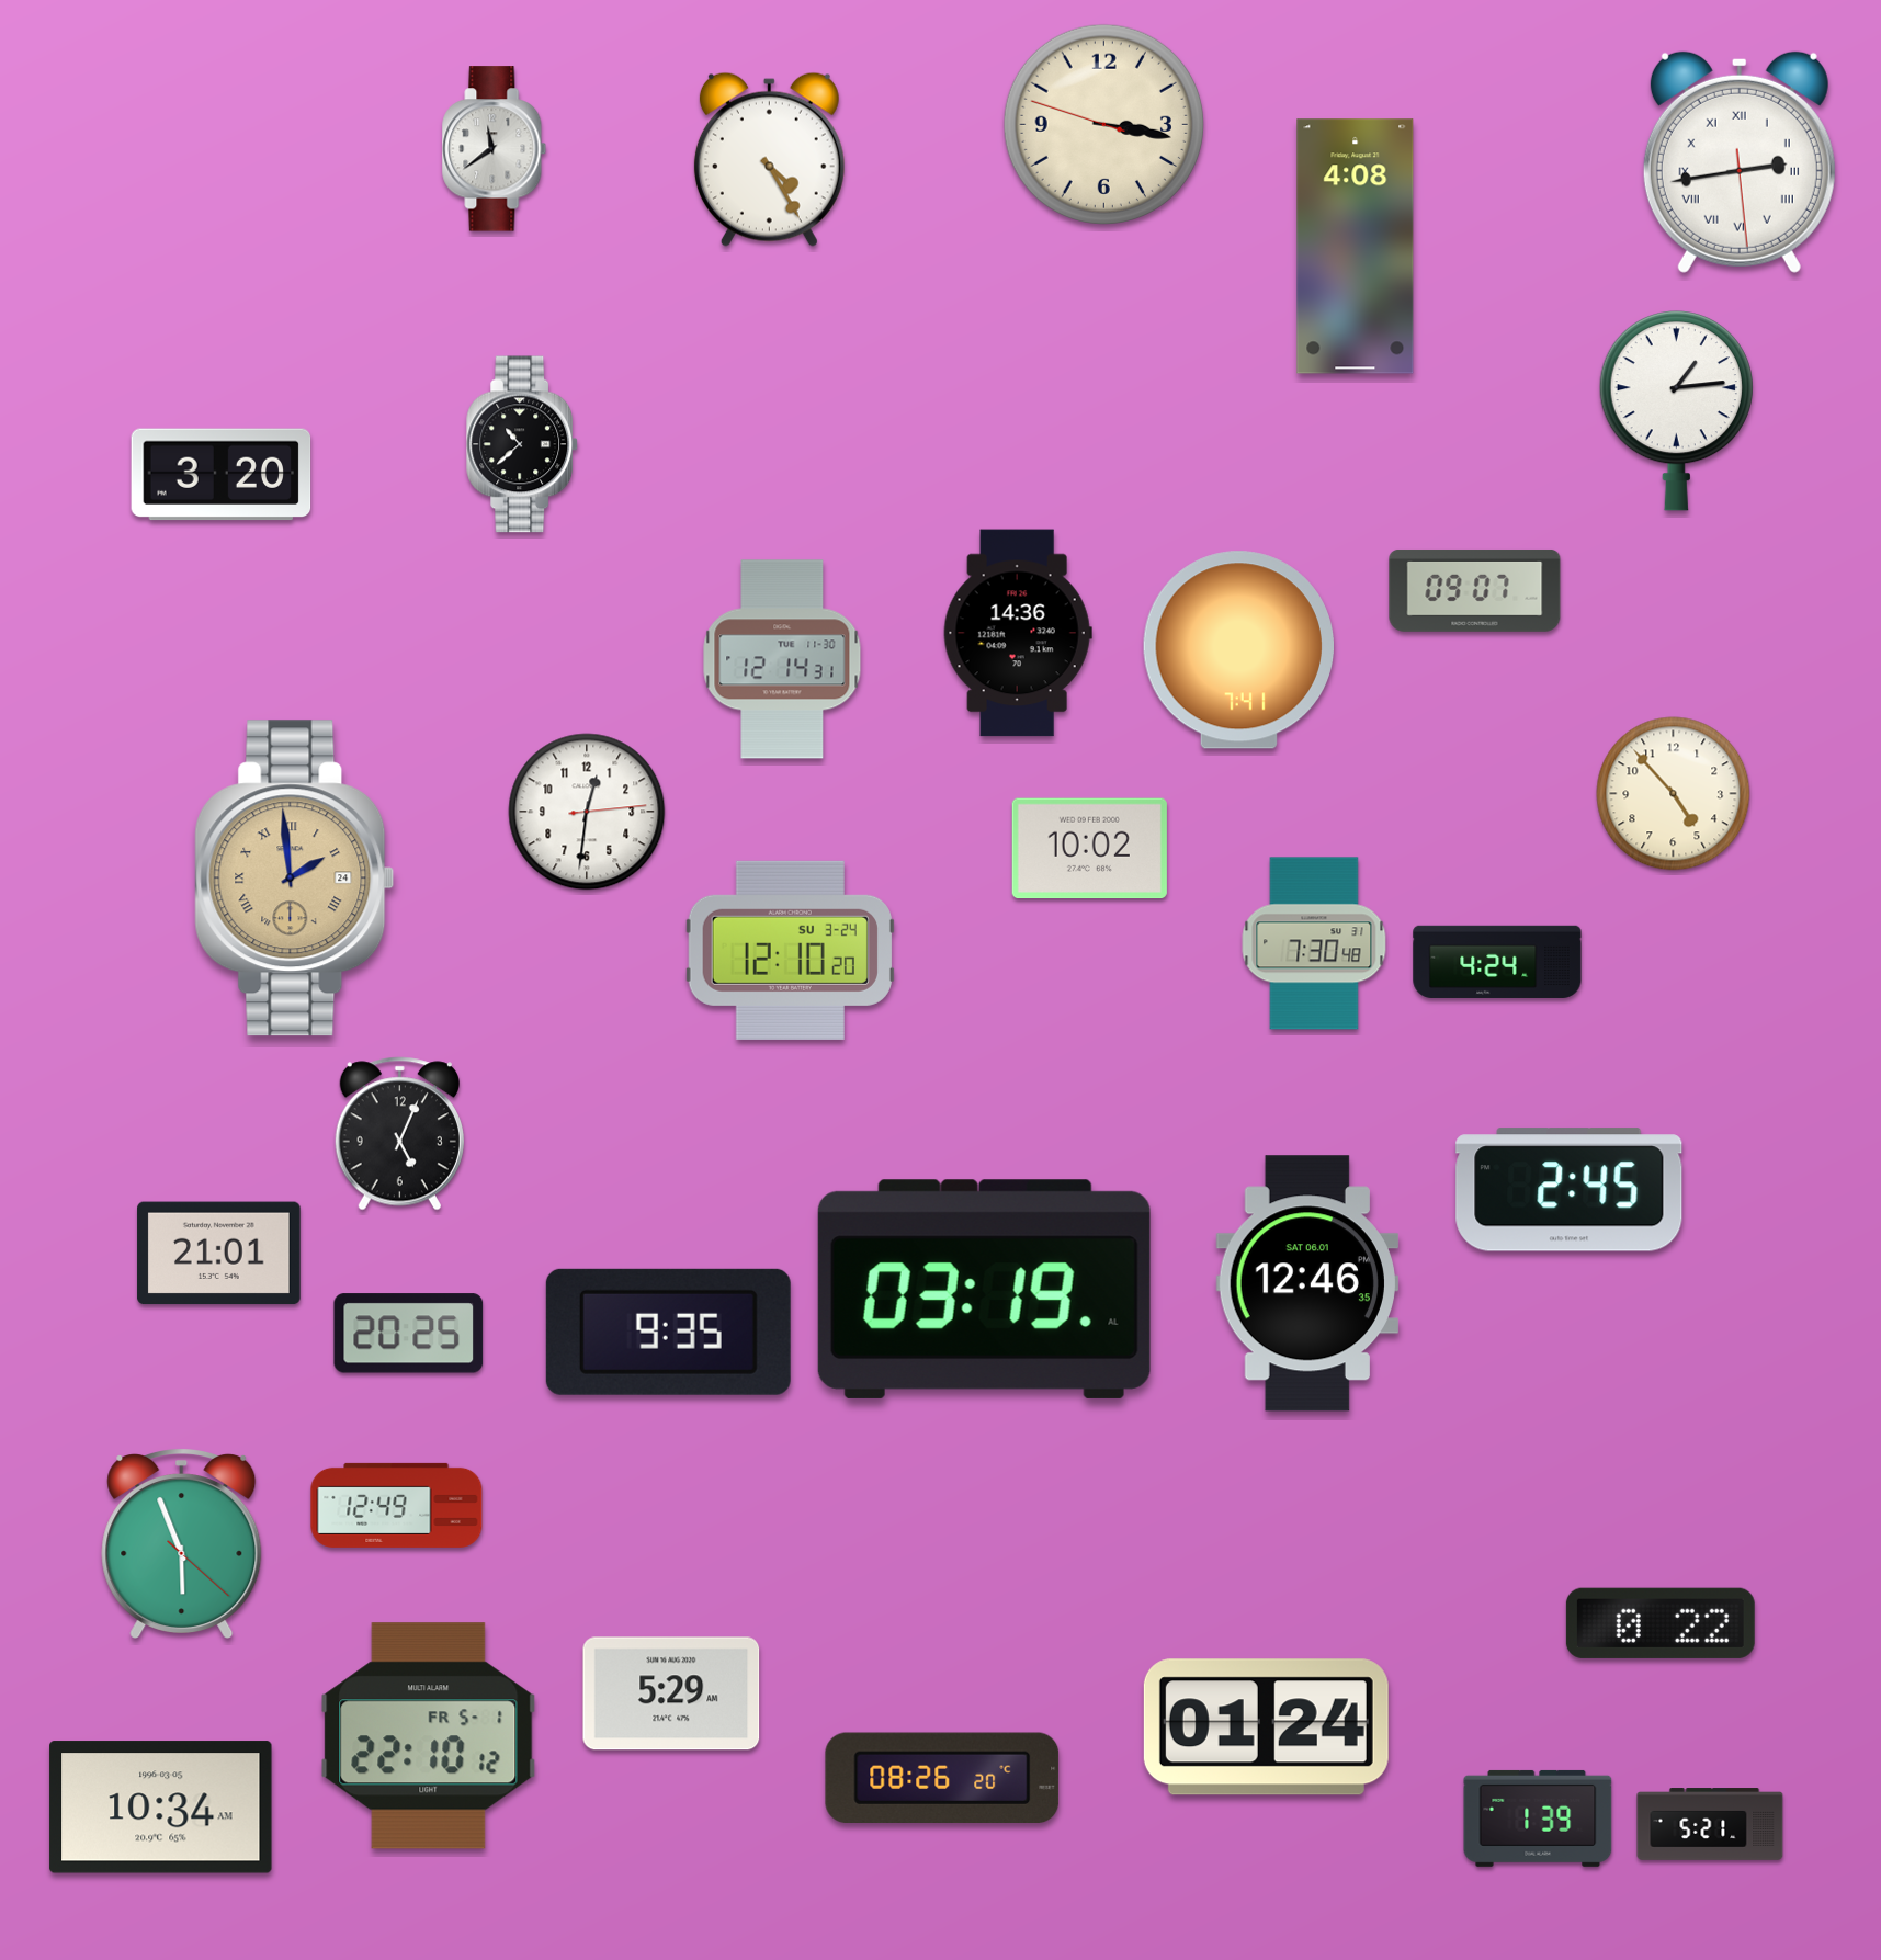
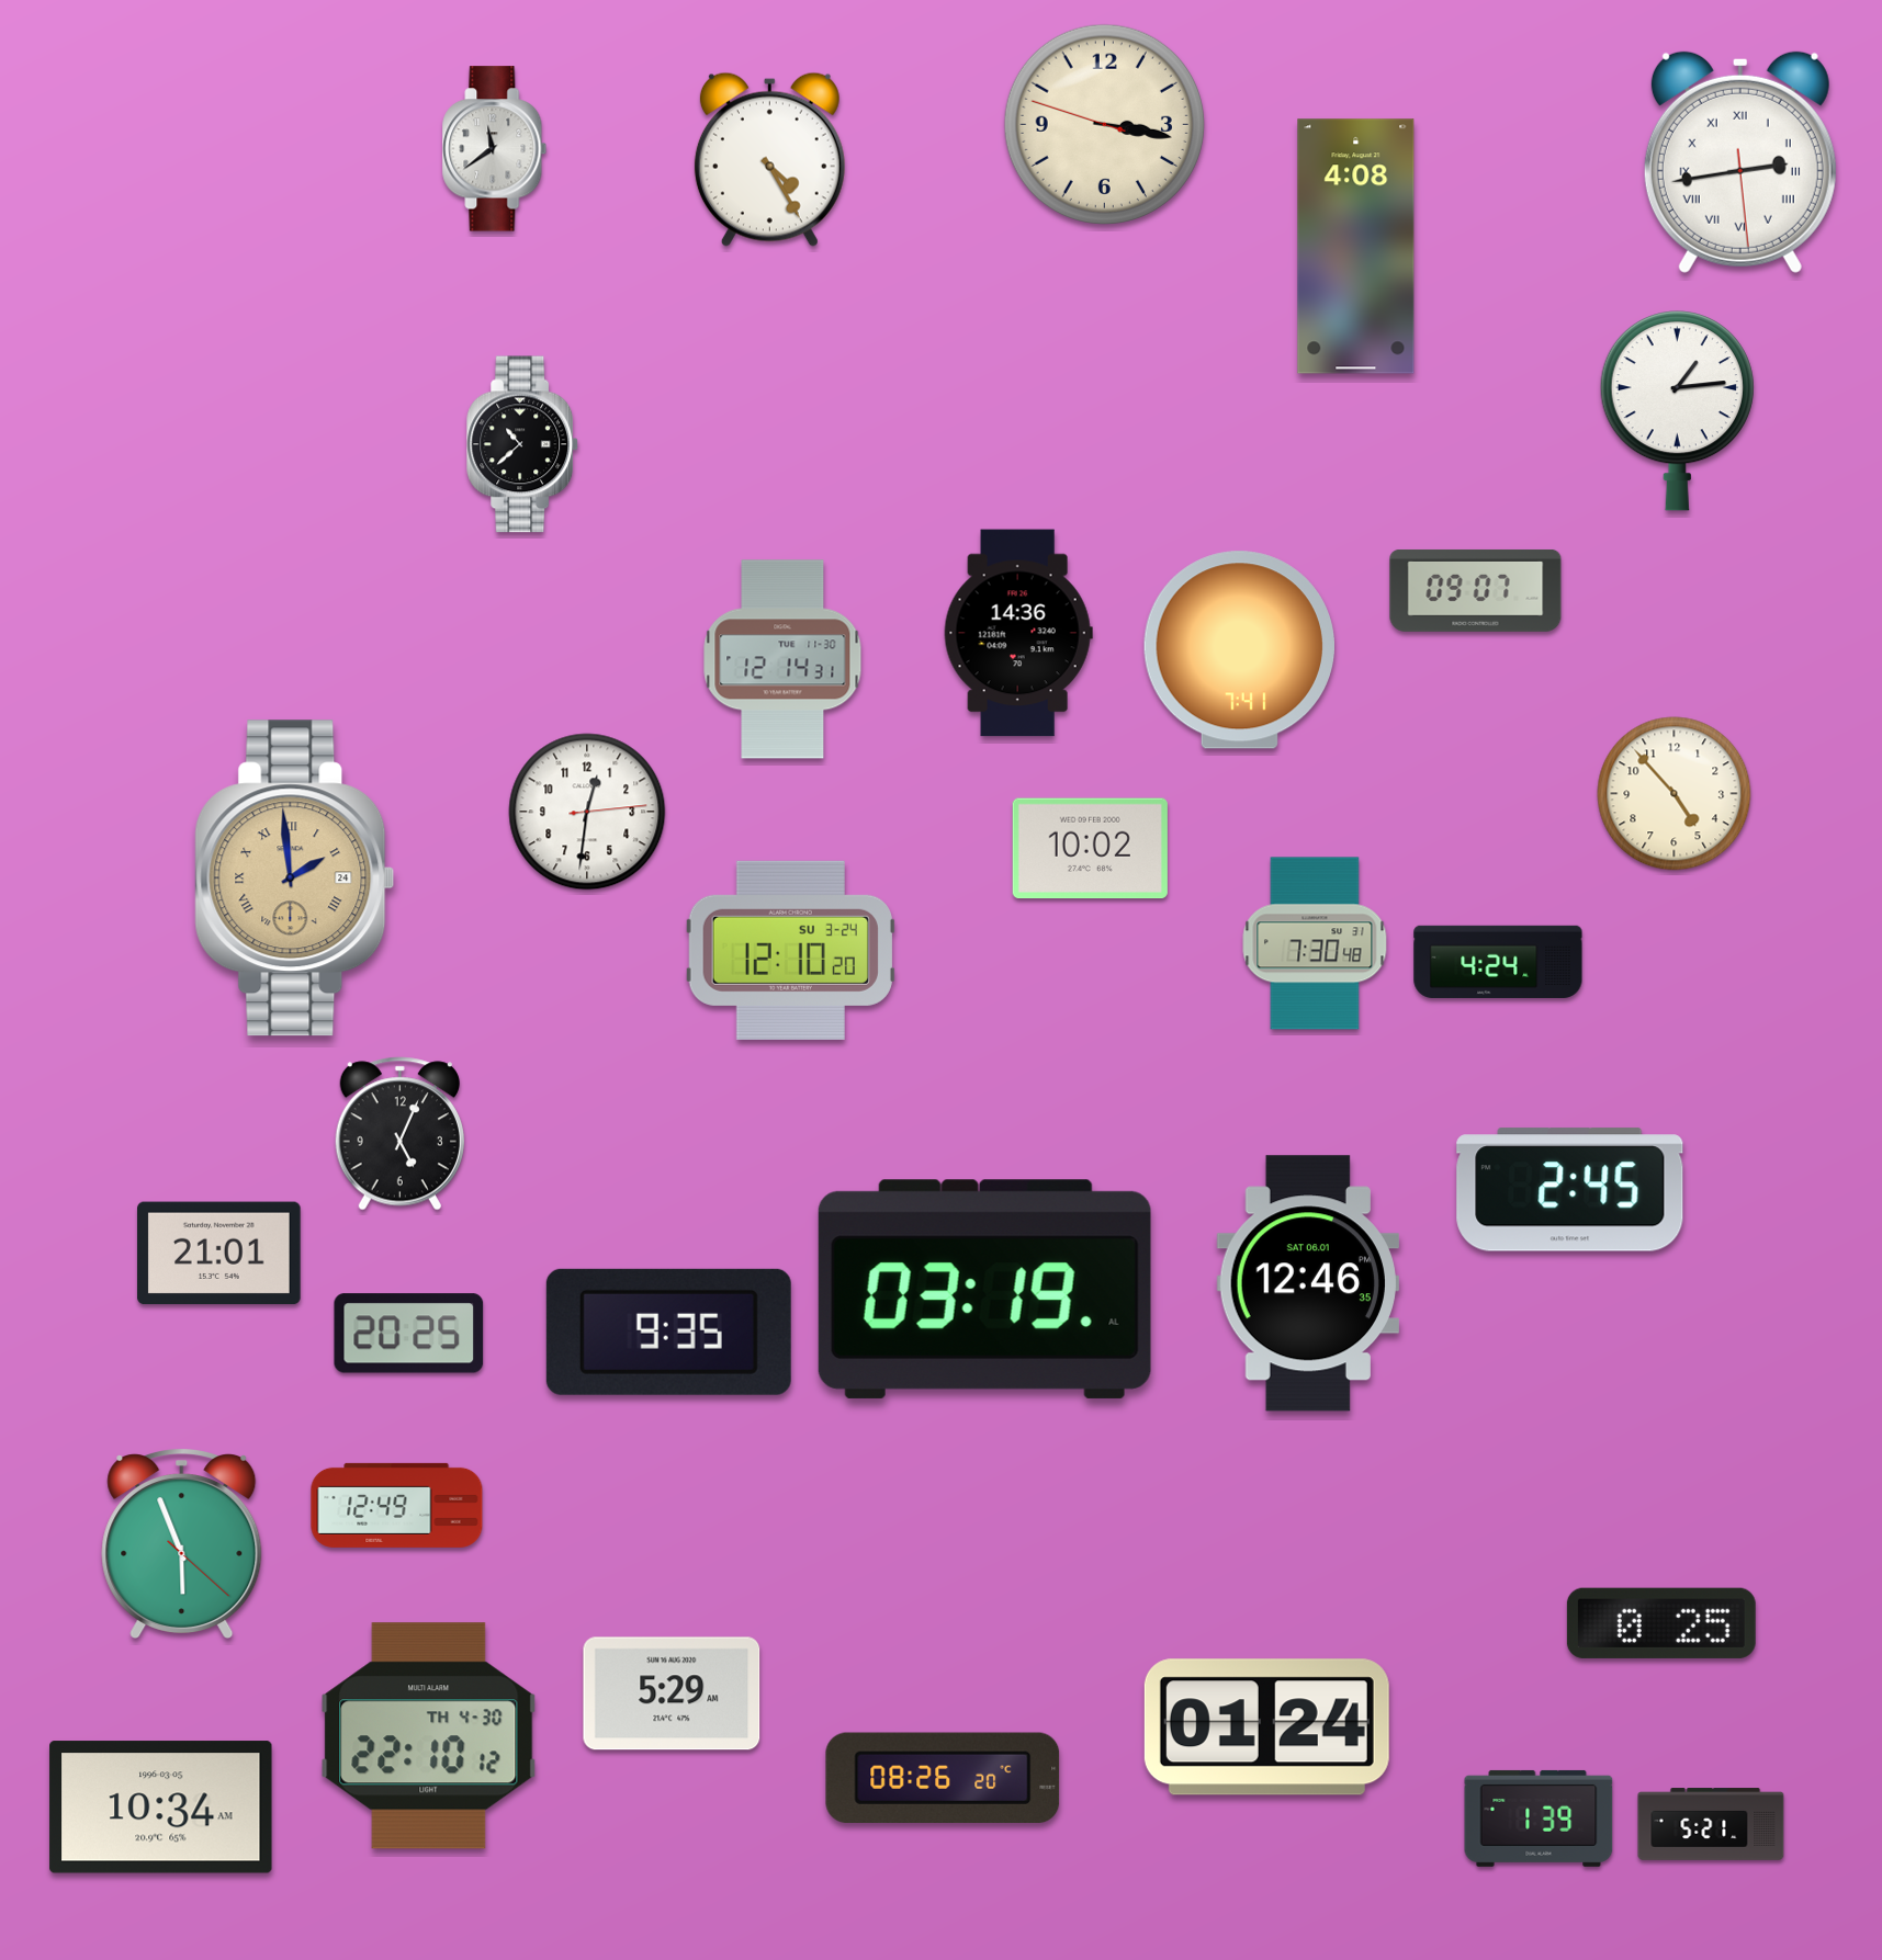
clock at (222, 475): 3:20 -> none
clock at (1661, 1623): 0:22 -> 0:25
clock at (429, 1736) date: FR 5-1 -> TH 4-30
